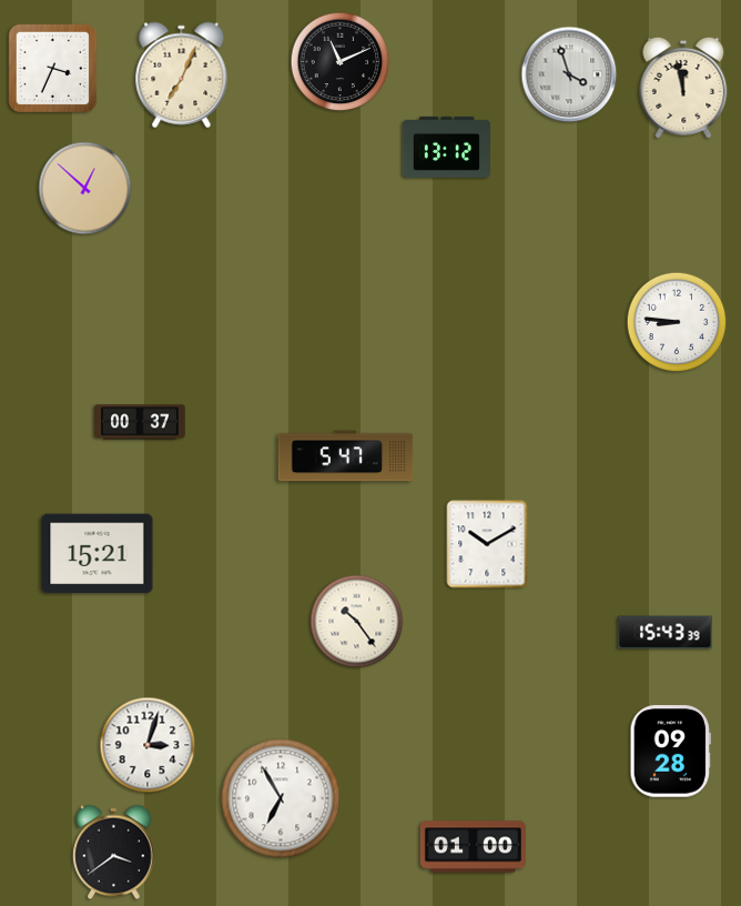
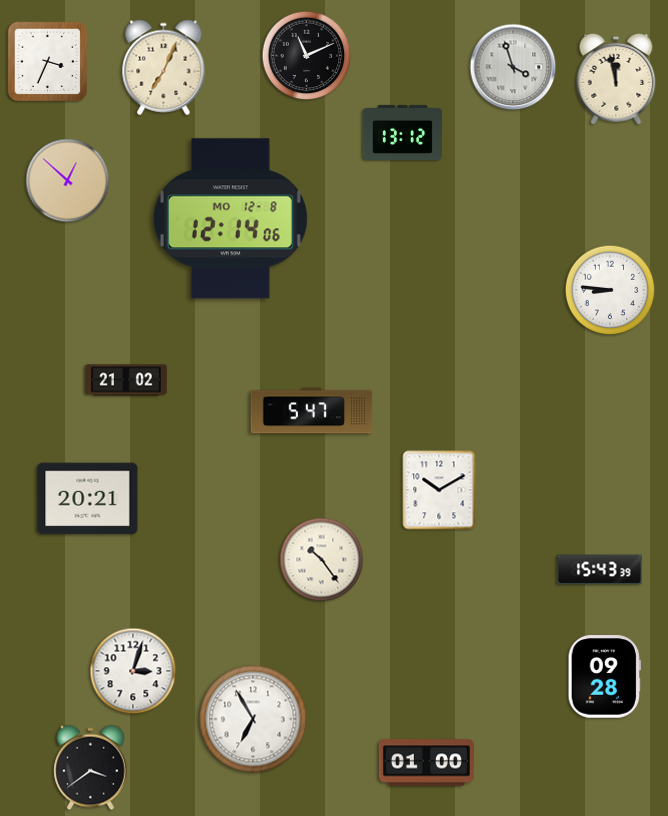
clock at (85, 189) position: (85, 189) -> (68, 181)
clock at (230, 219): none -> 12:14
clock at (140, 422): 00:37 -> 21:02
clock at (98, 554): 15:21 -> 20:21
clock at (114, 853) position: (114, 853) -> (91, 768)
